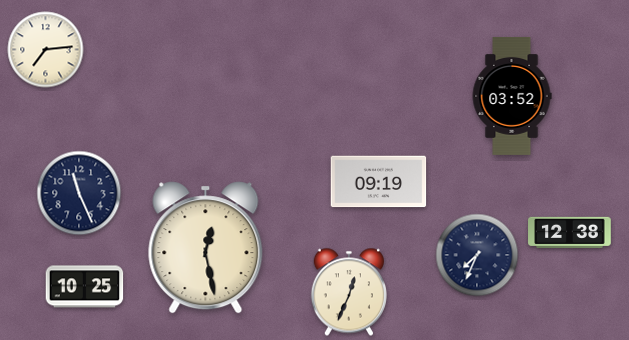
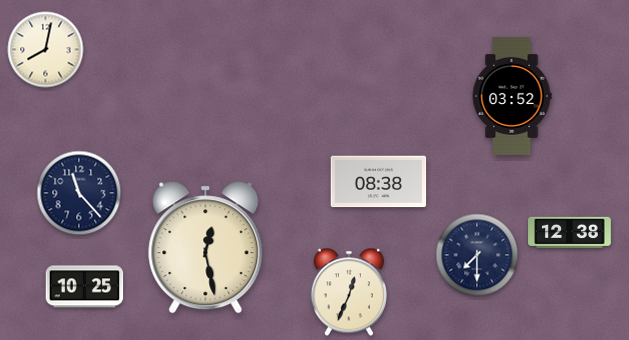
clock at (46, 50): 7:14 -> 8:02
clock at (379, 182): 09:19 -> 08:38
clock at (79, 193): 11:26 -> 11:23
clock at (477, 255): 7:34 -> 7:30
